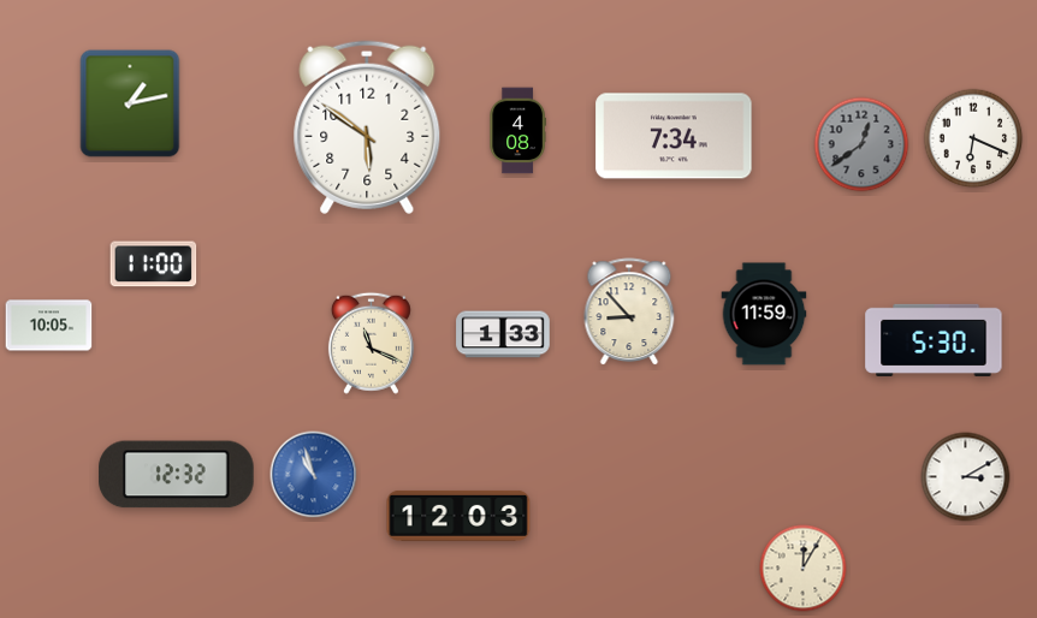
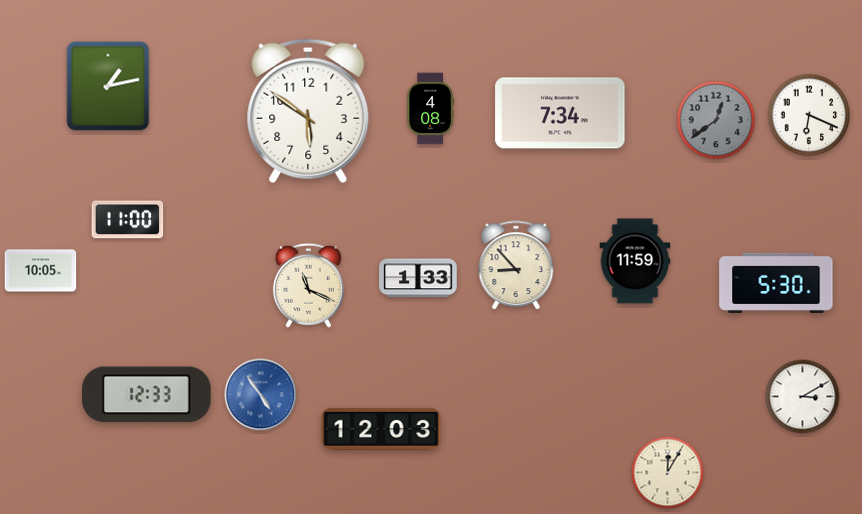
clock at (367, 127) position: (367, 127) -> (308, 111)
clock at (629, 313) position: (629, 313) -> (516, 266)
clock at (177, 475): 12:32 -> 12:33
clock at (314, 475): 10:57 -> 4:54
